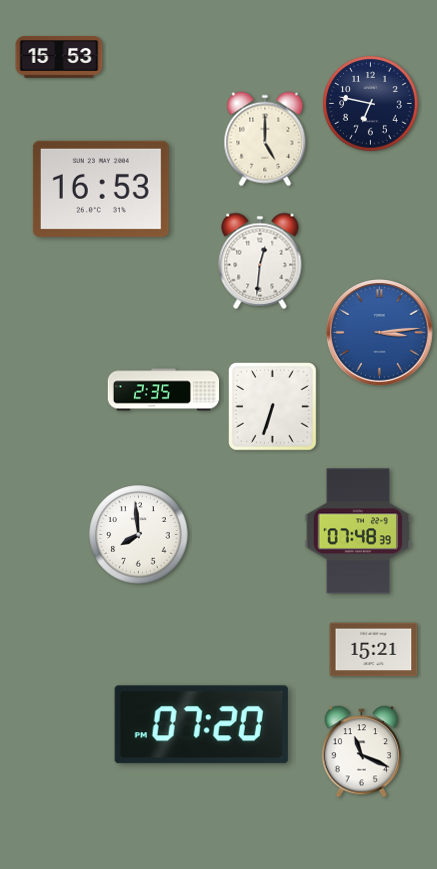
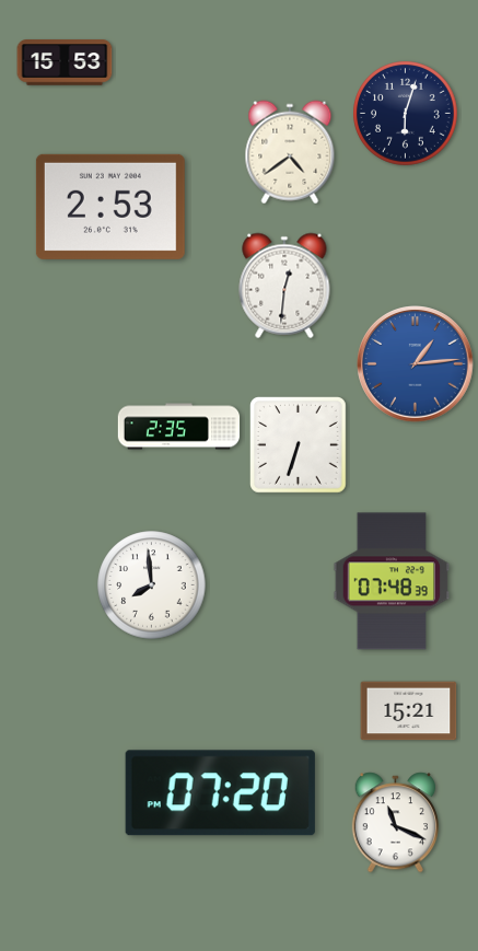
clock at (371, 104): 6:47 -> 6:03
clock at (265, 139): 5:00 -> 4:39
clock at (101, 189): 16:53 -> 2:53
clock at (380, 333): 3:14 -> 1:14
